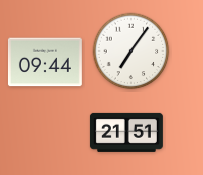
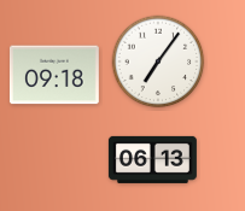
clock at (45, 62): 09:44 -> 09:18
clock at (126, 132): 21:51 -> 06:13
